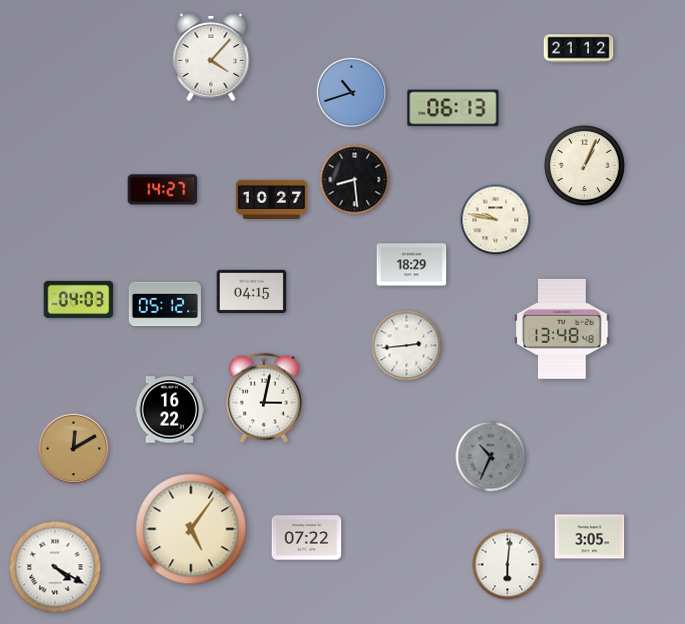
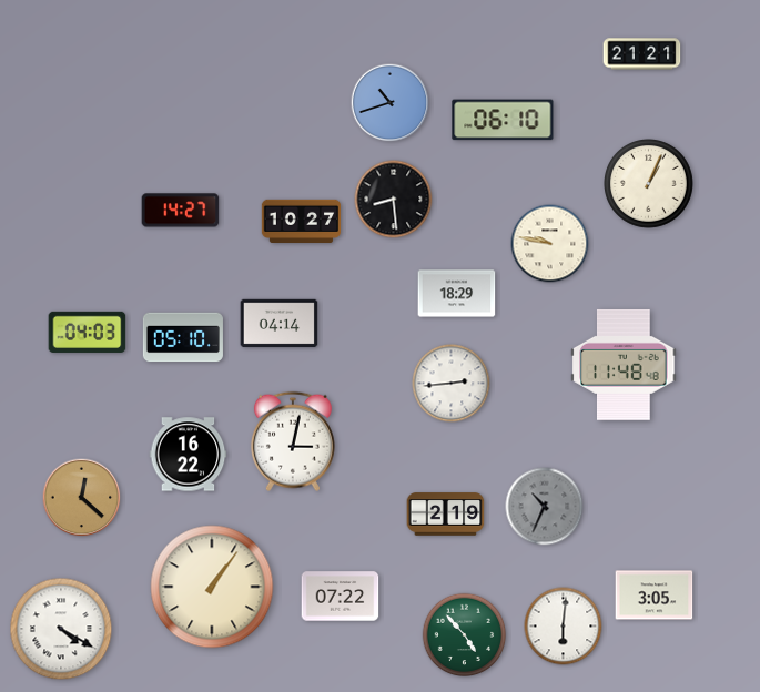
clock at (579, 49): 21:12 -> 21:21
clock at (211, 57): 4:07 -> none
clock at (453, 108): 06:13 -> 06:10
clock at (252, 292): 04:15 -> 04:14
clock at (165, 304): 05:12 -> 05:10
clock at (562, 329): 13:48 -> 11:48
clock at (74, 449): 12:10 -> 12:22
clock at (446, 515): none -> 2:19
clock at (191, 529): 5:06 -> 1:06
clock at (465, 635): none -> 4:53
